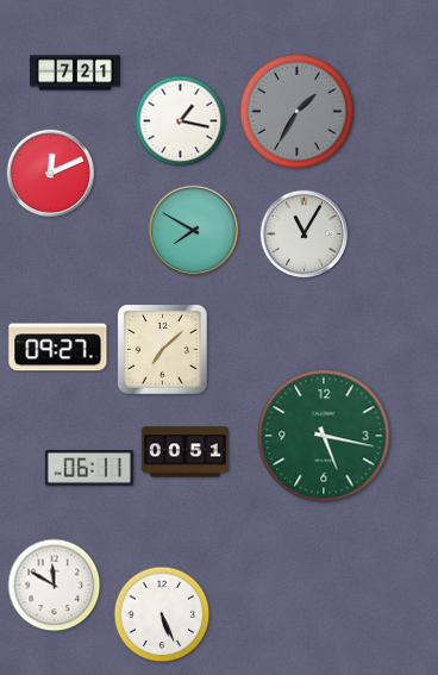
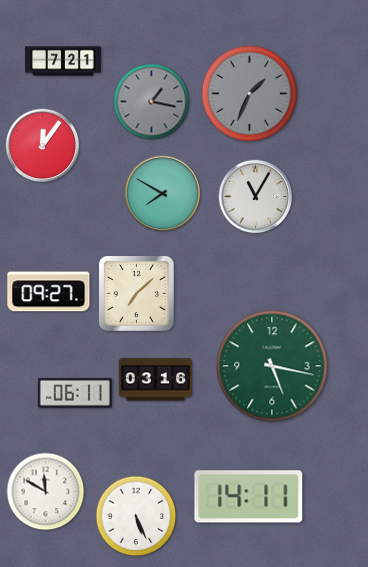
clock at (296, 111): 1:35 -> 1:34
clock at (181, 121) dial: white -> grey
clock at (51, 174): 12:11 -> 12:06
clock at (184, 452): 00:51 -> 03:16
clock at (249, 497): none -> 14:11
